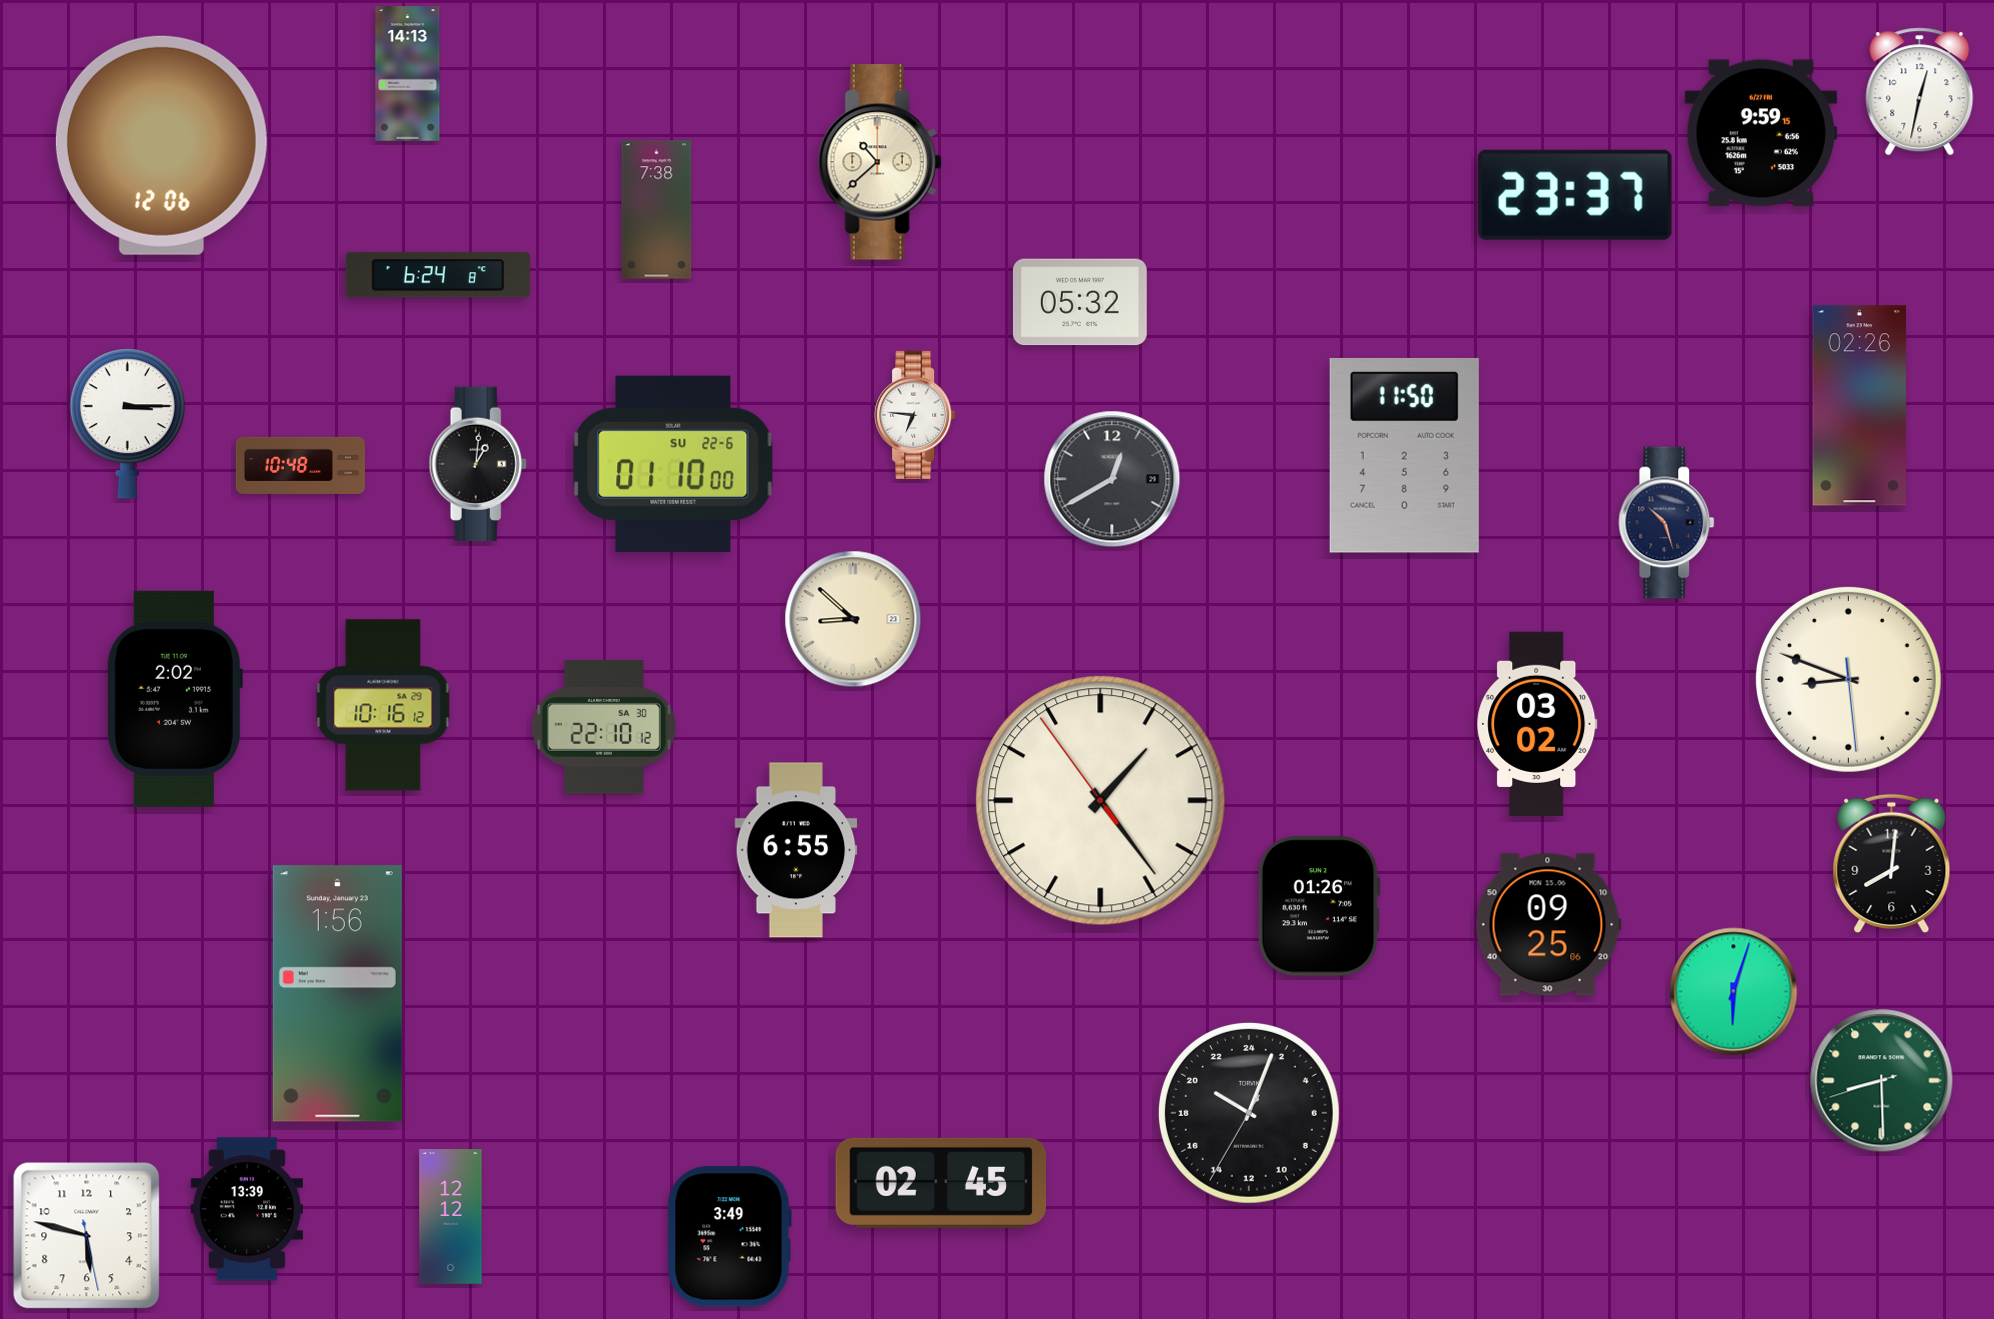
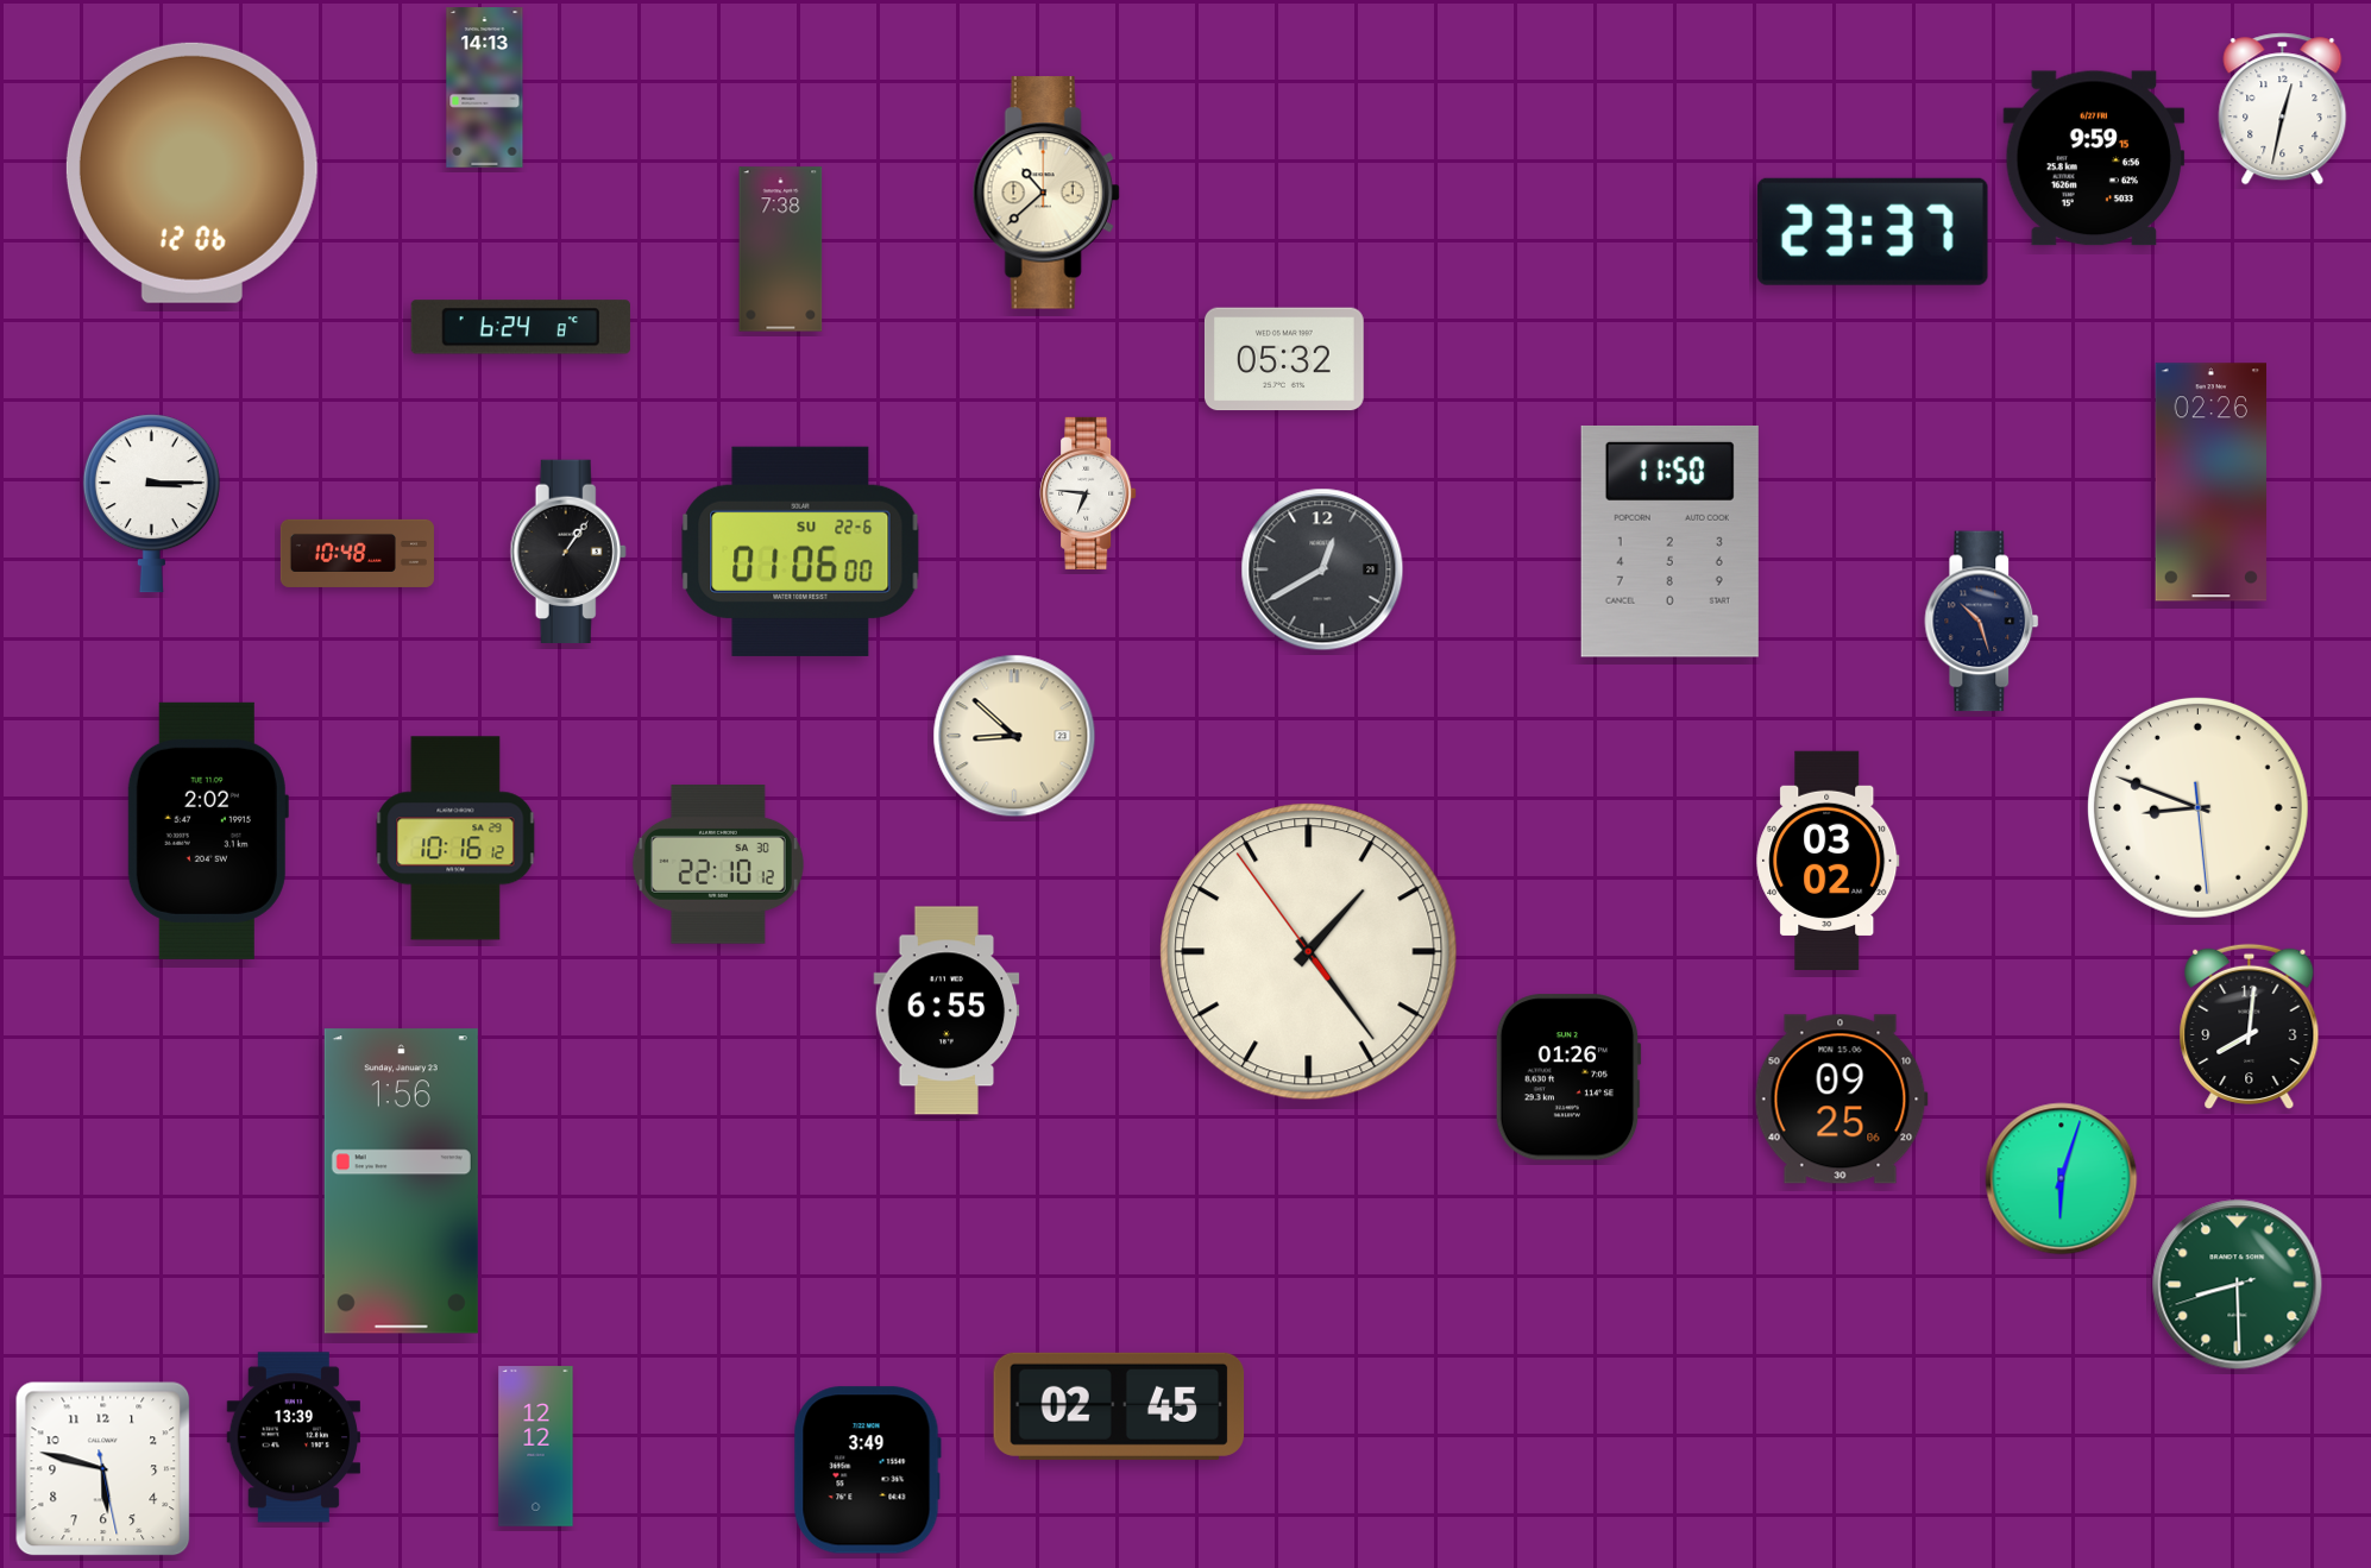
clock at (478, 464): 1:01 -> 1:06
clock at (673, 464): 01:10 -> 01:06
clock at (1249, 1113): 20:03 -> none
